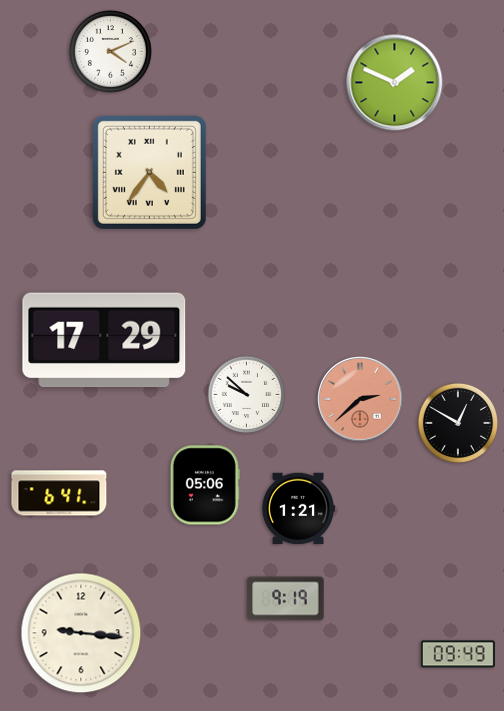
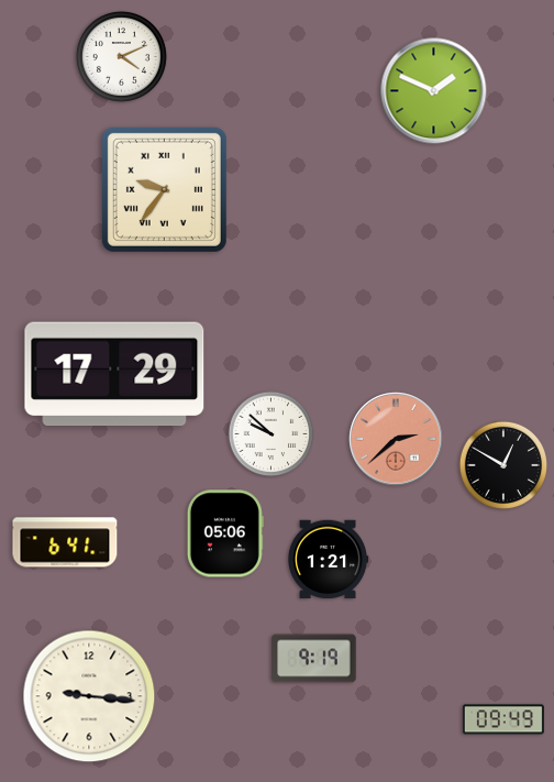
clock at (149, 172): 4:36 -> 9:36
